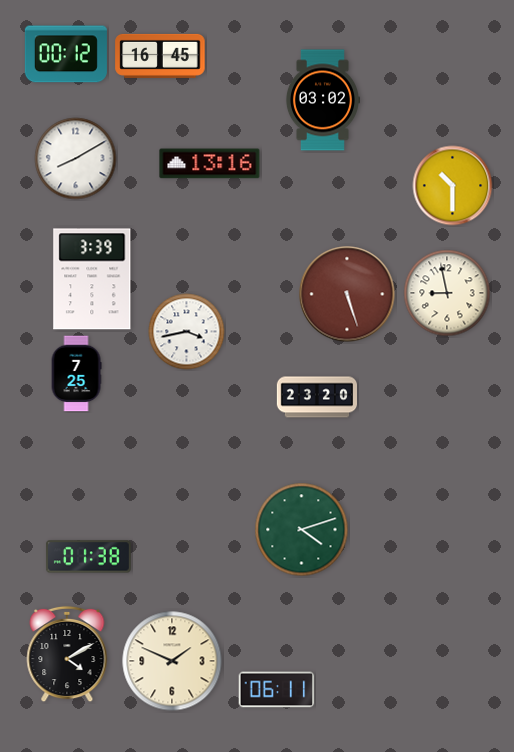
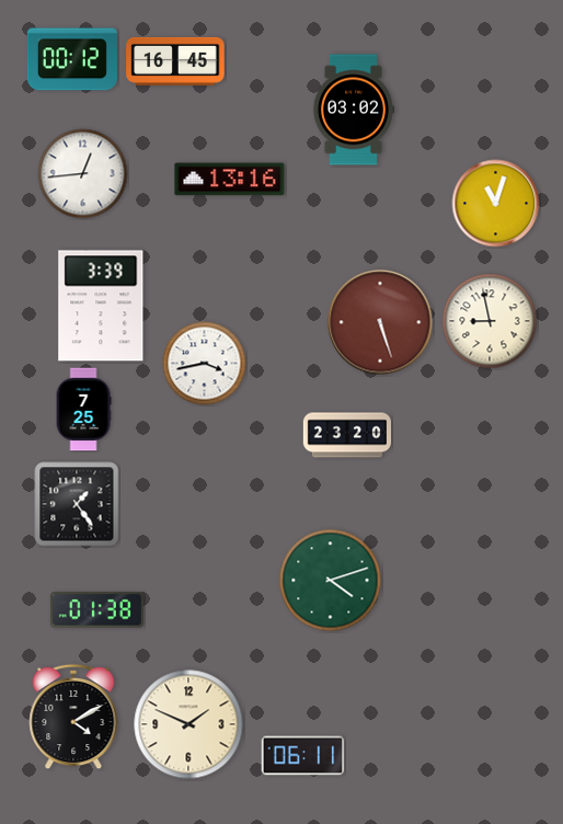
clock at (76, 159): 8:10 -> 12:44
clock at (453, 186): 10:30 -> 11:03
clock at (77, 504): none -> 1:24
